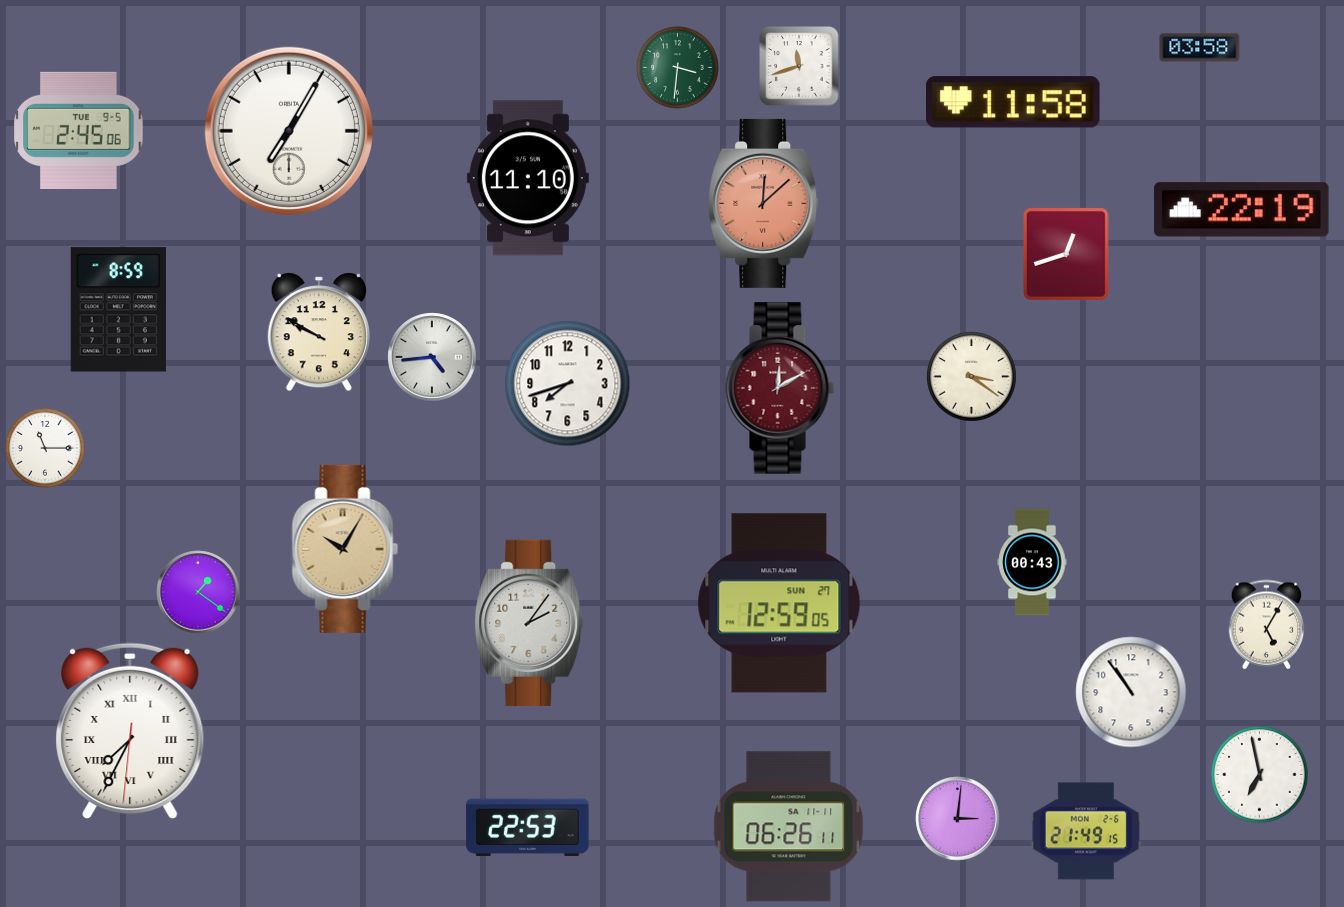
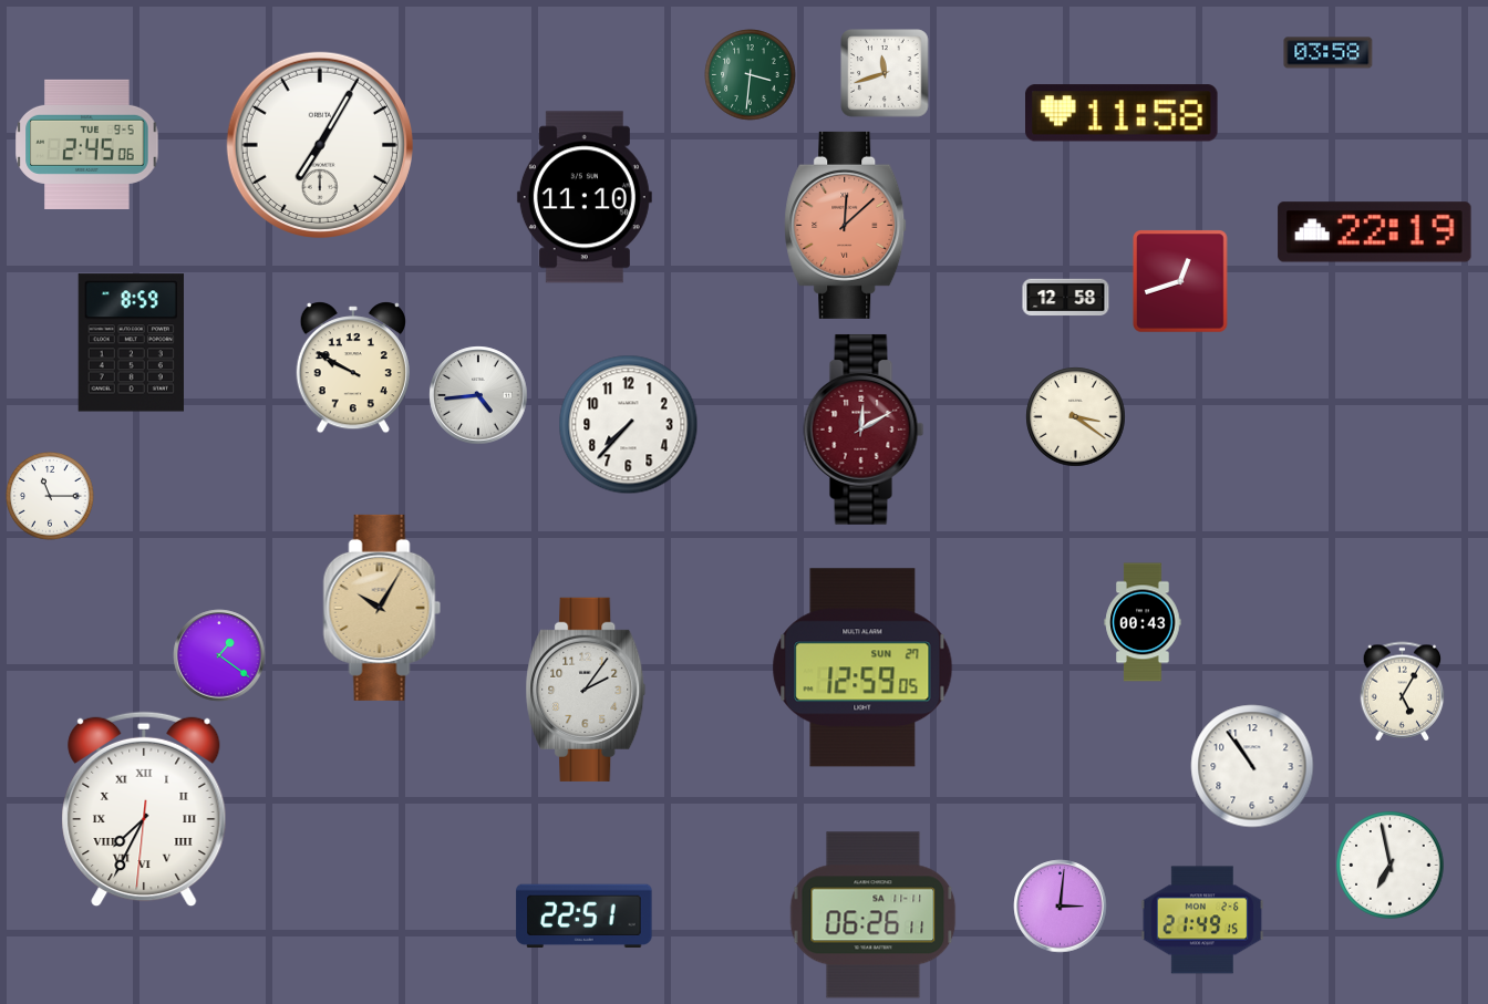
clock at (1066, 298): none -> 12:58
clock at (568, 384): 7:42 -> 7:37
clock at (1260, 775) position: (1260, 775) -> (1391, 866)
clock at (528, 828): 22:53 -> 22:51
